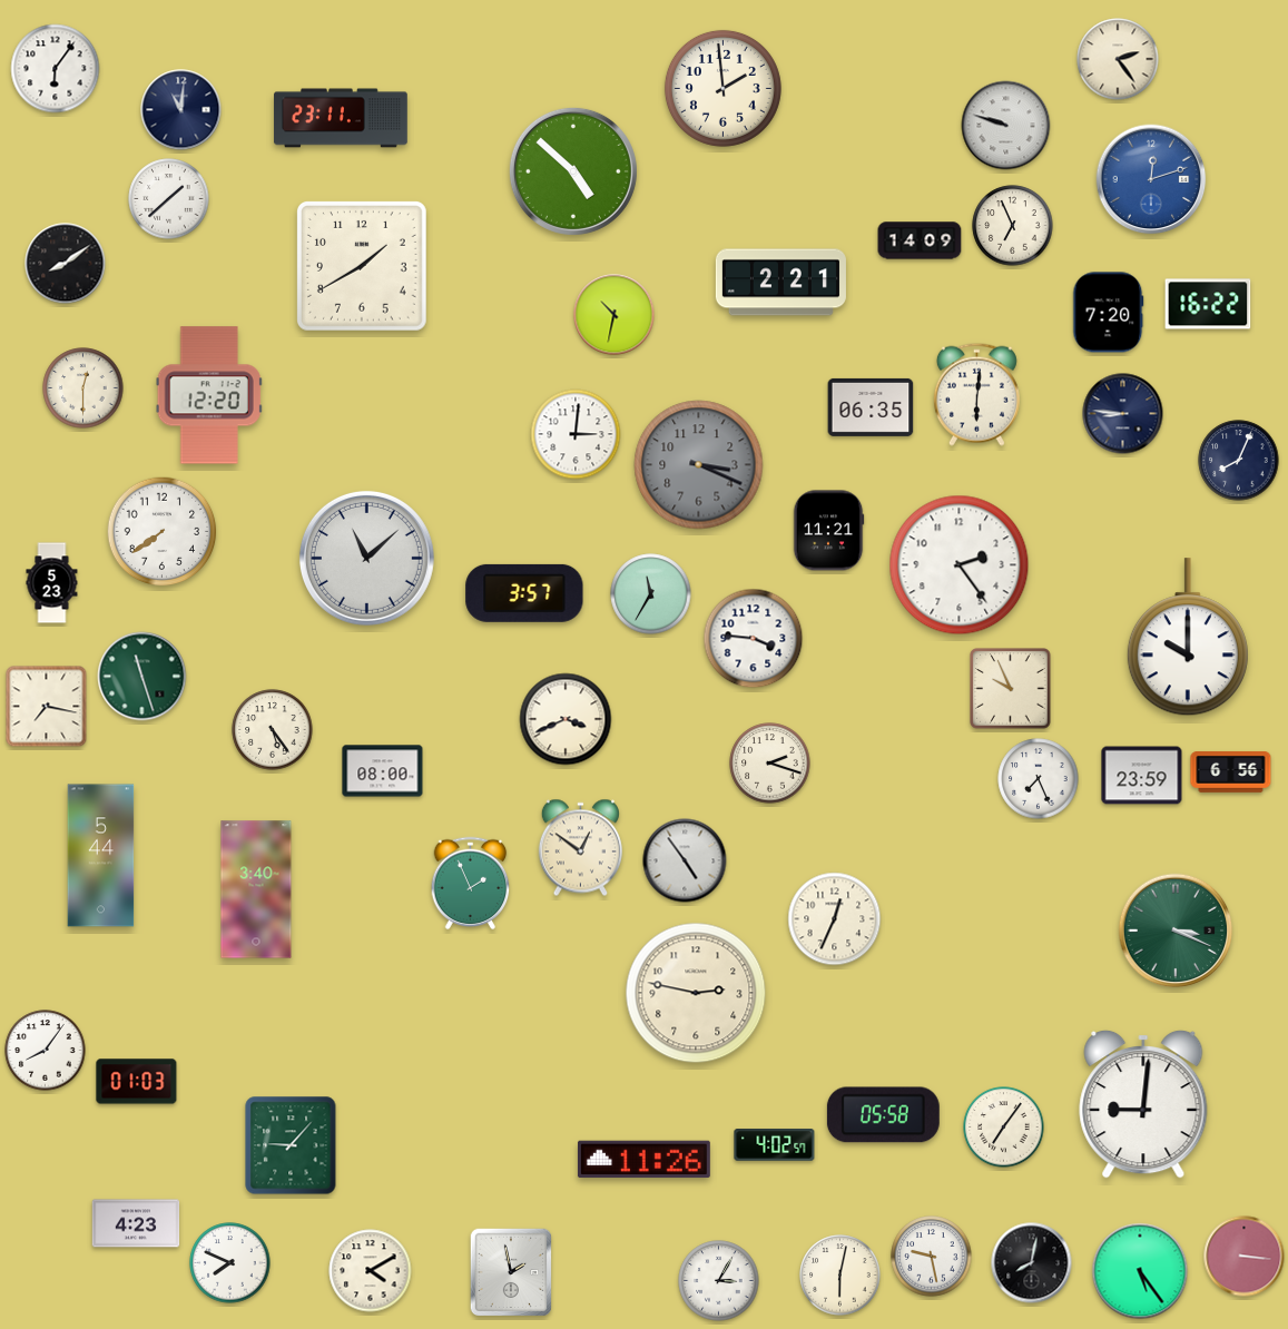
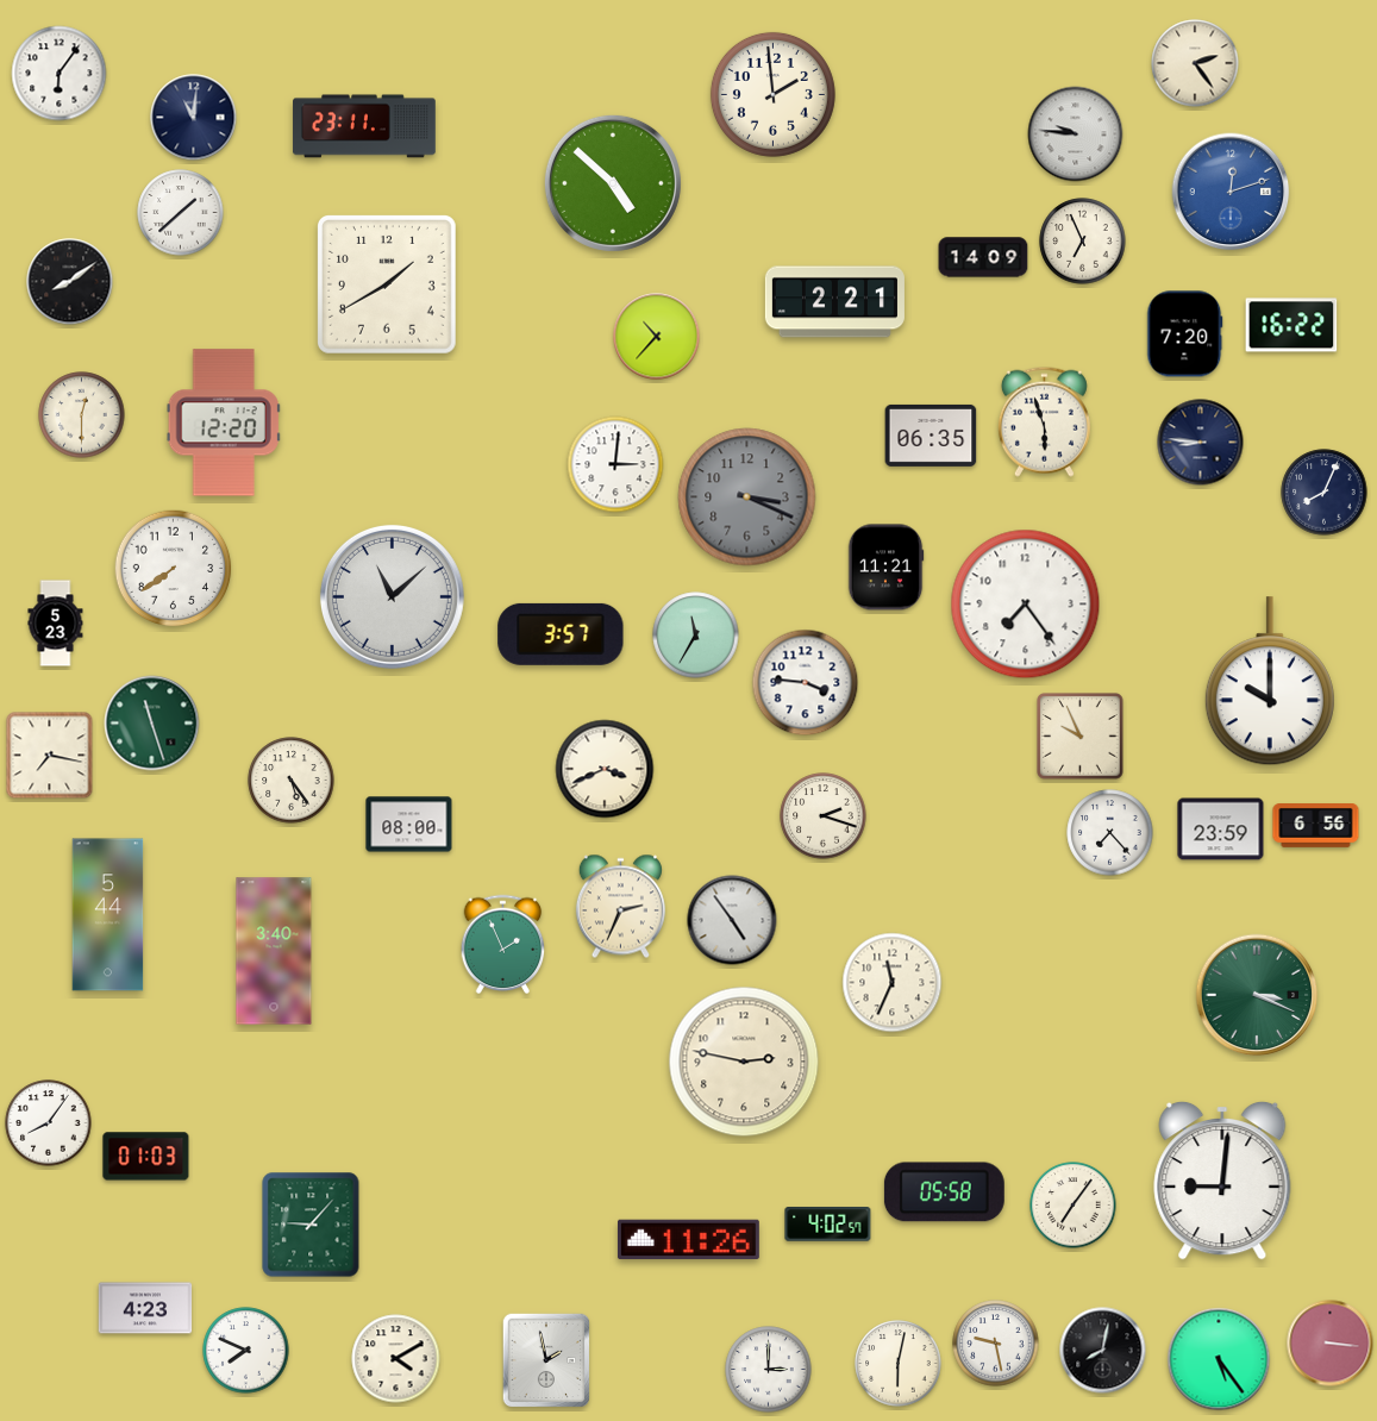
clock at (1006, 126): 9:48 -> 9:46
clock at (614, 315): 10:32 -> 10:37
clock at (83, 388) position: (83, 388) -> (82, 415)
clock at (976, 394): 6:01 -> 5:57
clock at (960, 565): 2:24 -> 7:24
clock at (1039, 779): 7:26 -> 7:23
clock at (580, 848): 12:51 -> 2:34
clock at (835, 919): 12:34 -> 11:34
clock at (719, 1281): 3:05 -> 3:00
